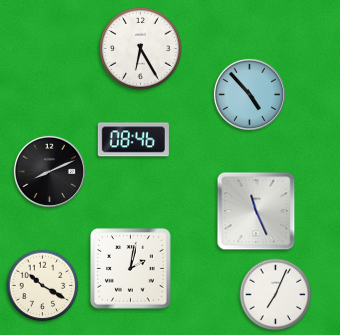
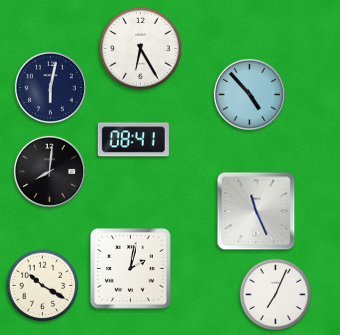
clock at (50, 87): none -> 6:02
clock at (133, 140): 08:46 -> 08:41
clock at (49, 171): 8:11 -> 8:01
